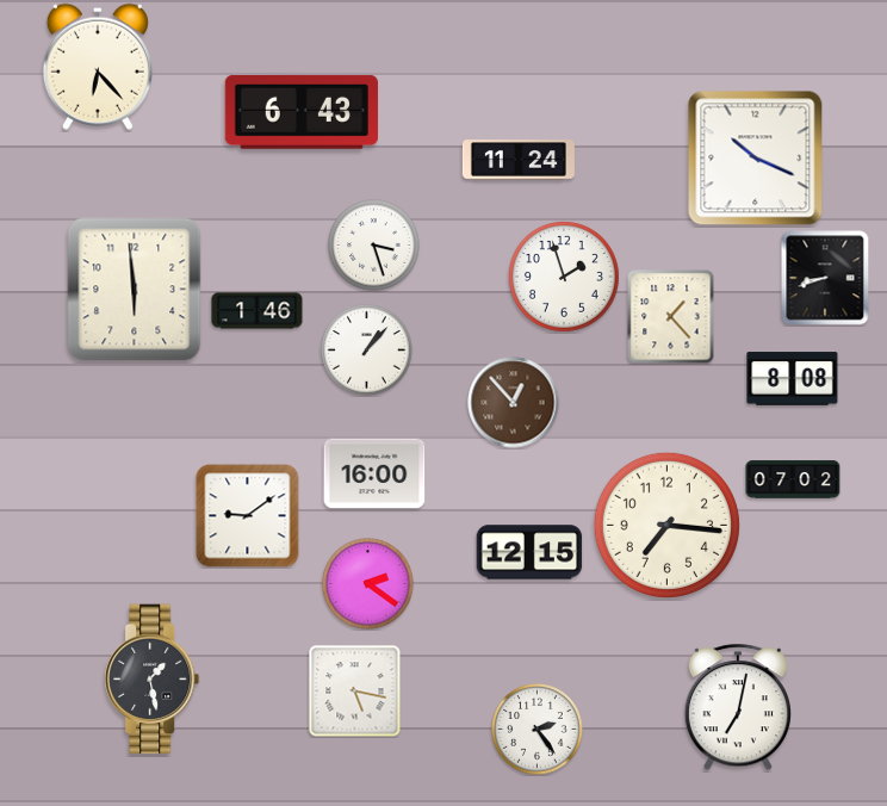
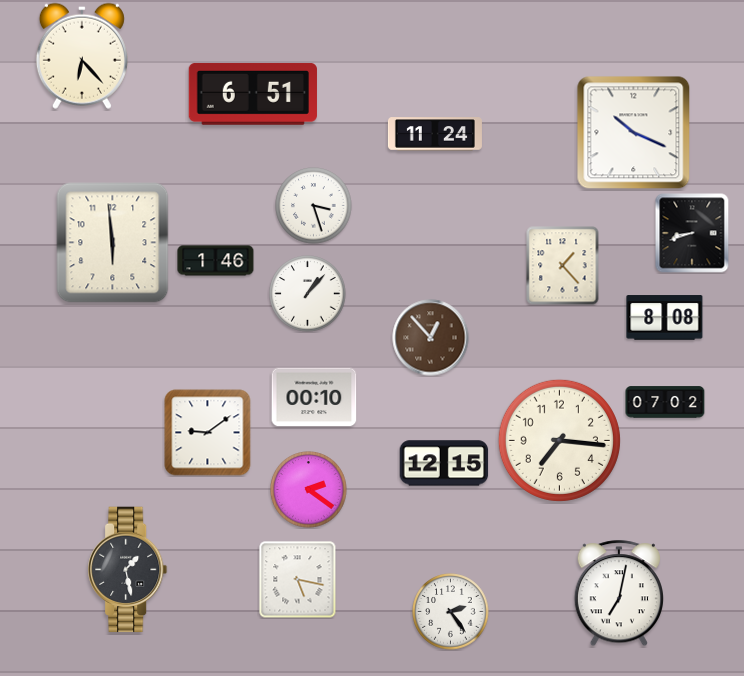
clock at (302, 112): 6:43 -> 6:51
clock at (564, 277): 1:57 -> none
clock at (374, 473): 16:00 -> 00:10
